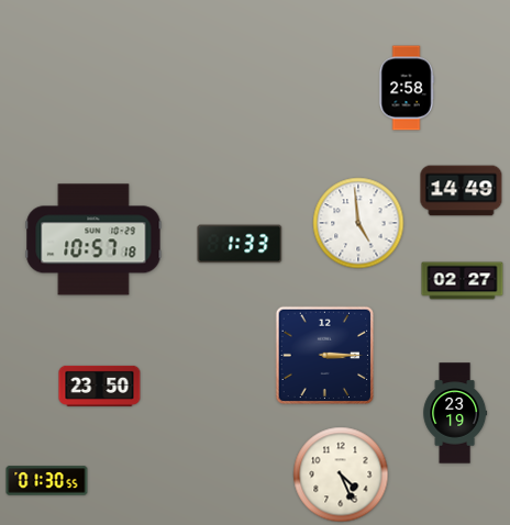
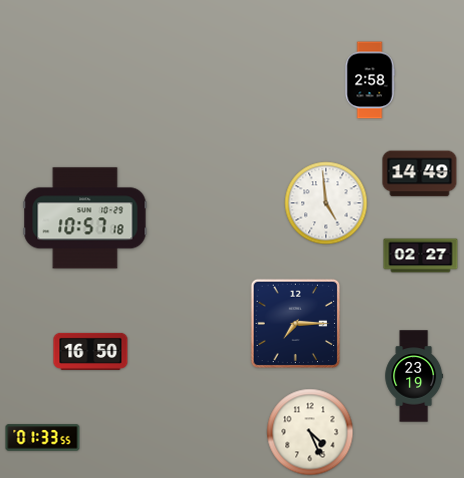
clock at (240, 244): 1:33 -> none
clock at (325, 356): 3:15 -> 7:15
clock at (100, 386): 23:50 -> 16:50
clock at (47, 481): 01:30 -> 01:33
